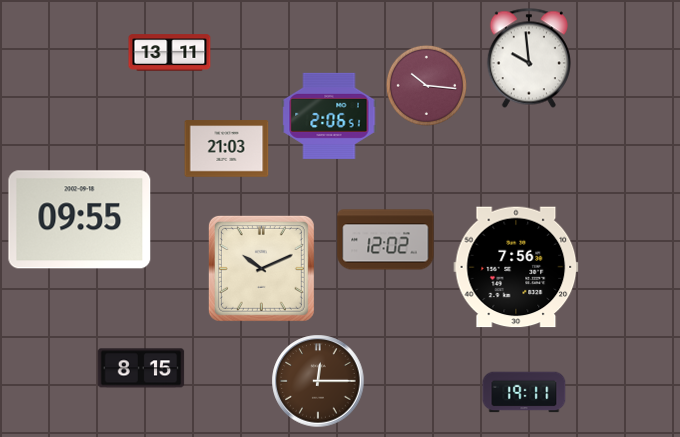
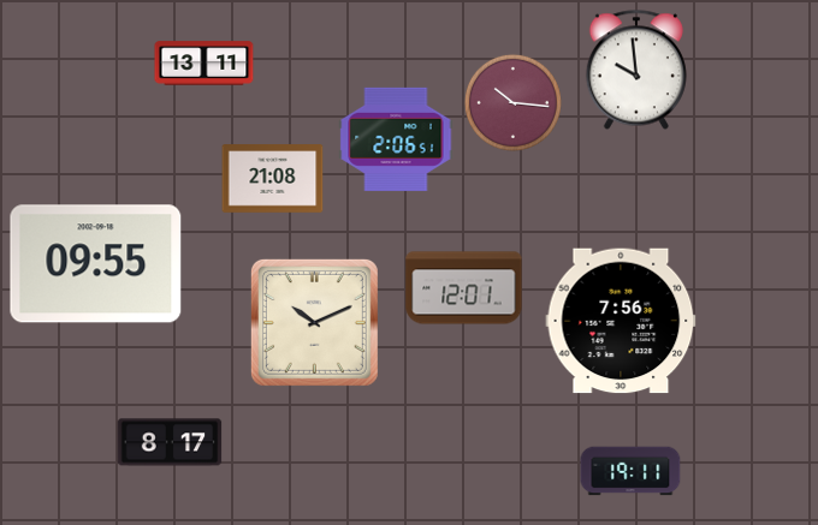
clock at (227, 149): 21:03 -> 21:08
clock at (386, 240): 12:02 -> 12:01
clock at (141, 368): 8:15 -> 8:17
clock at (318, 381): 12:15 -> none
